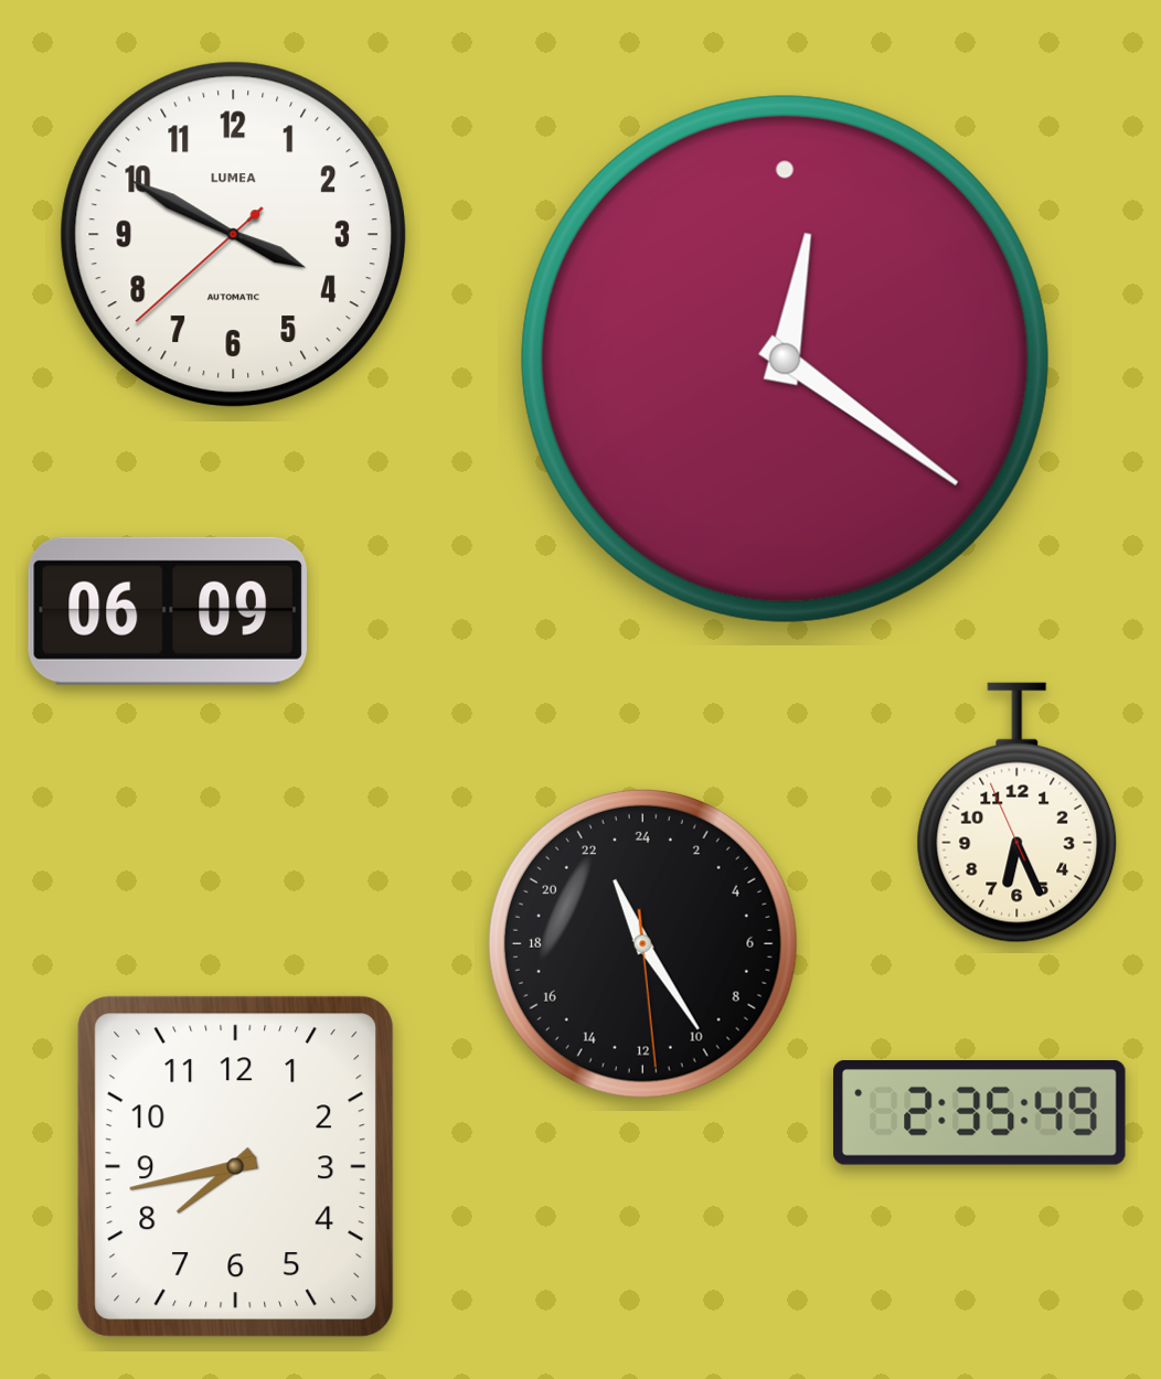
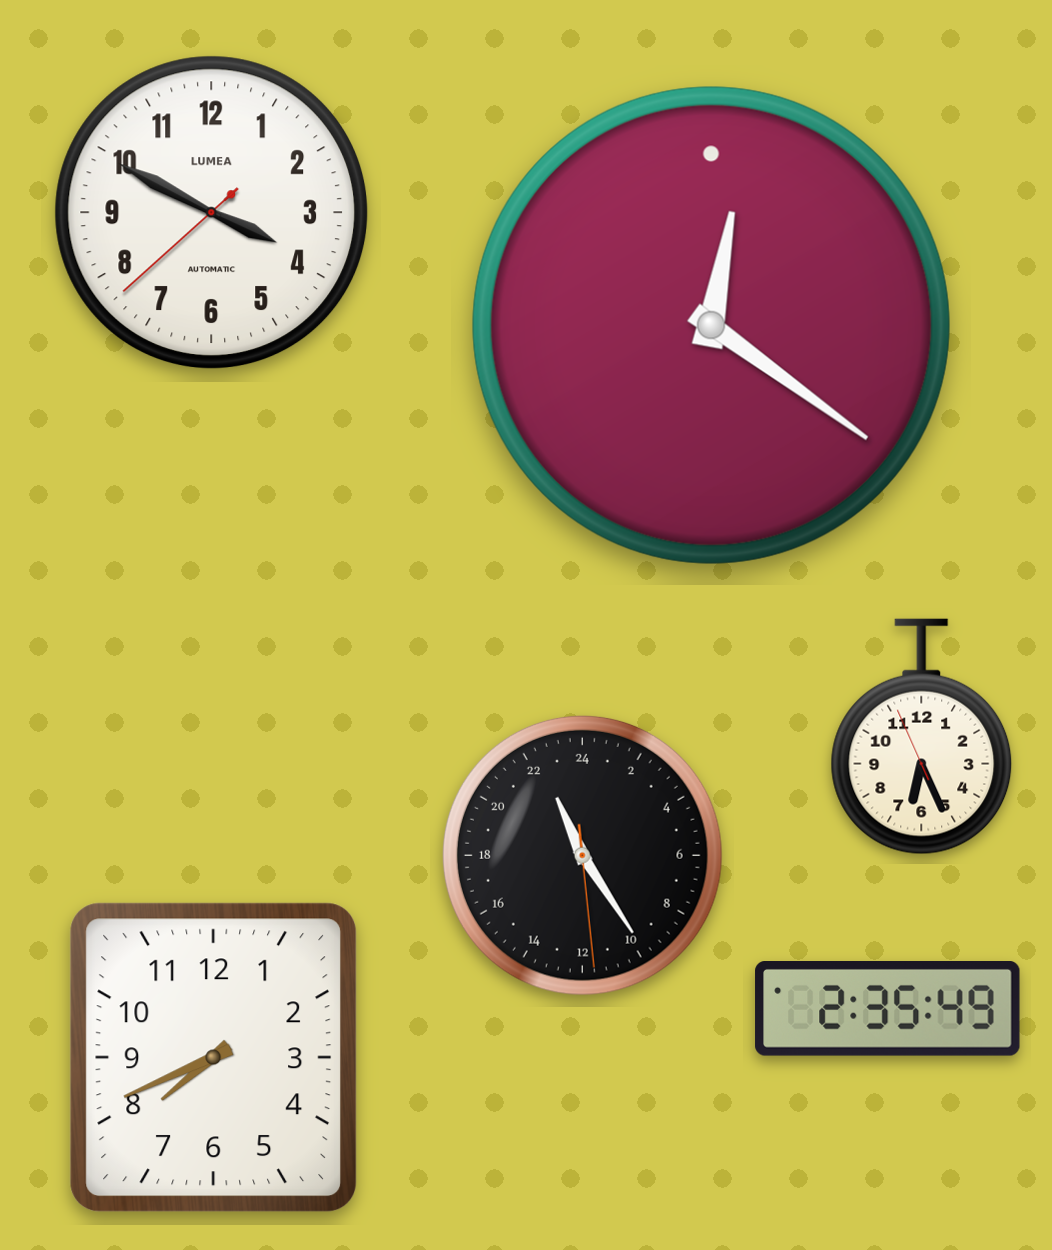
clock at (168, 611): 06:09 -> none
clock at (236, 1167): 7:43 -> 7:41
